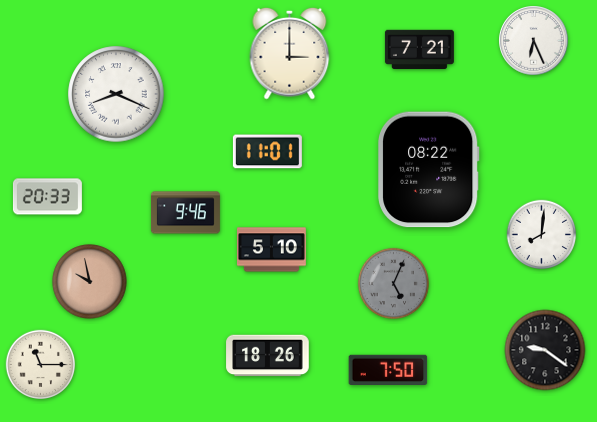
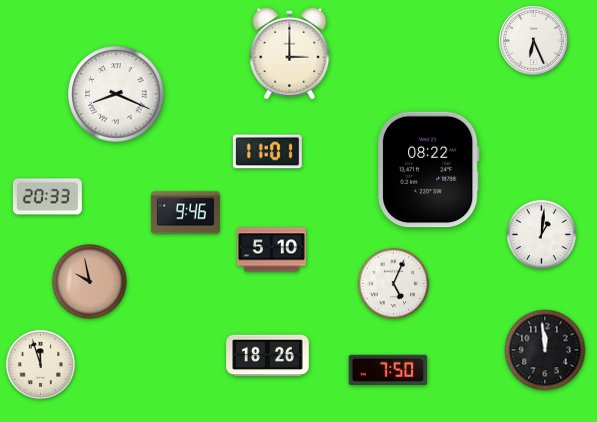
clock at (419, 50): 7:21 -> none
clock at (542, 235): 8:01 -> 1:01
clock at (393, 283) dial: grey -> white
clock at (545, 350): 9:21 -> 11:59
clock at (41, 365): 11:15 -> 11:57
